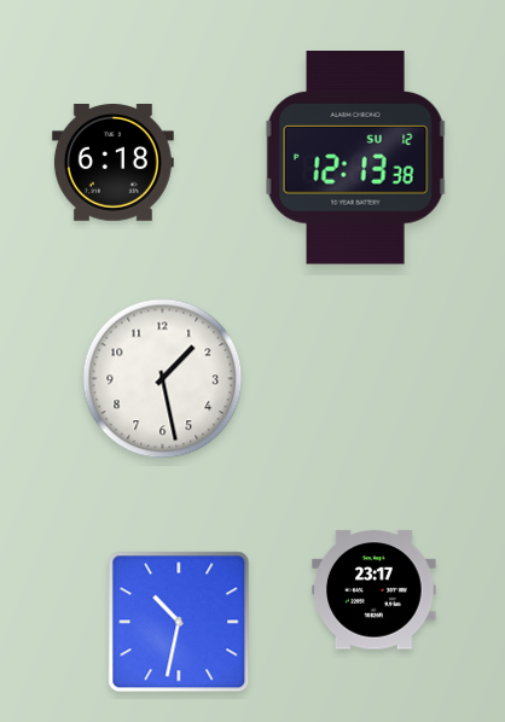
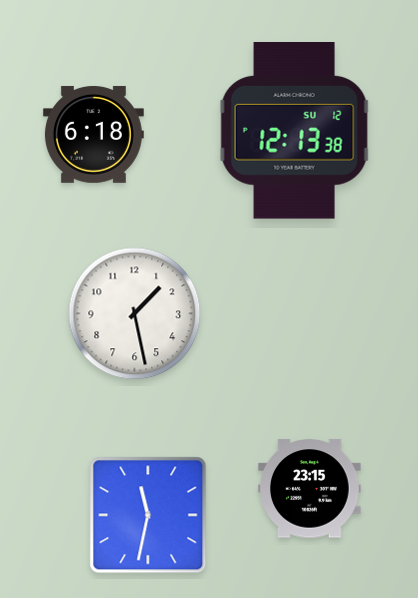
clock at (375, 590): 23:17 -> 23:15
clock at (179, 622): 10:32 -> 11:32
